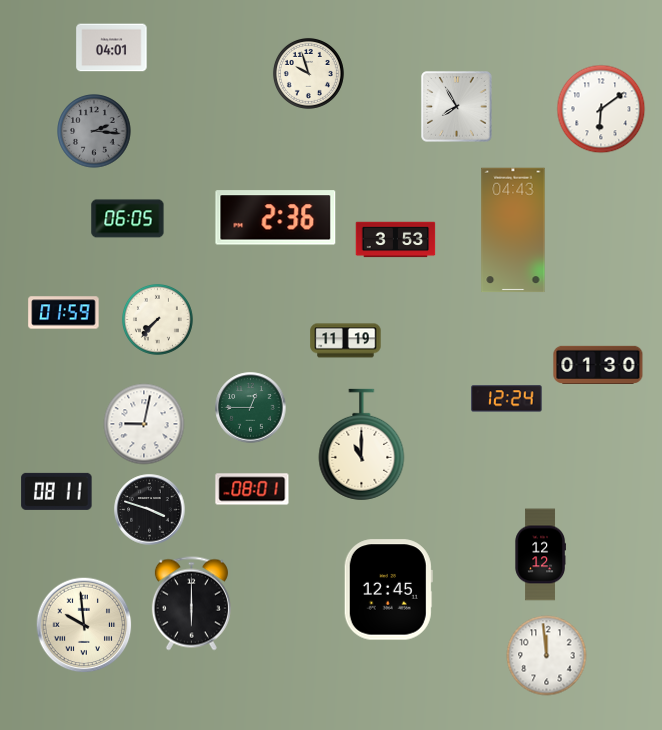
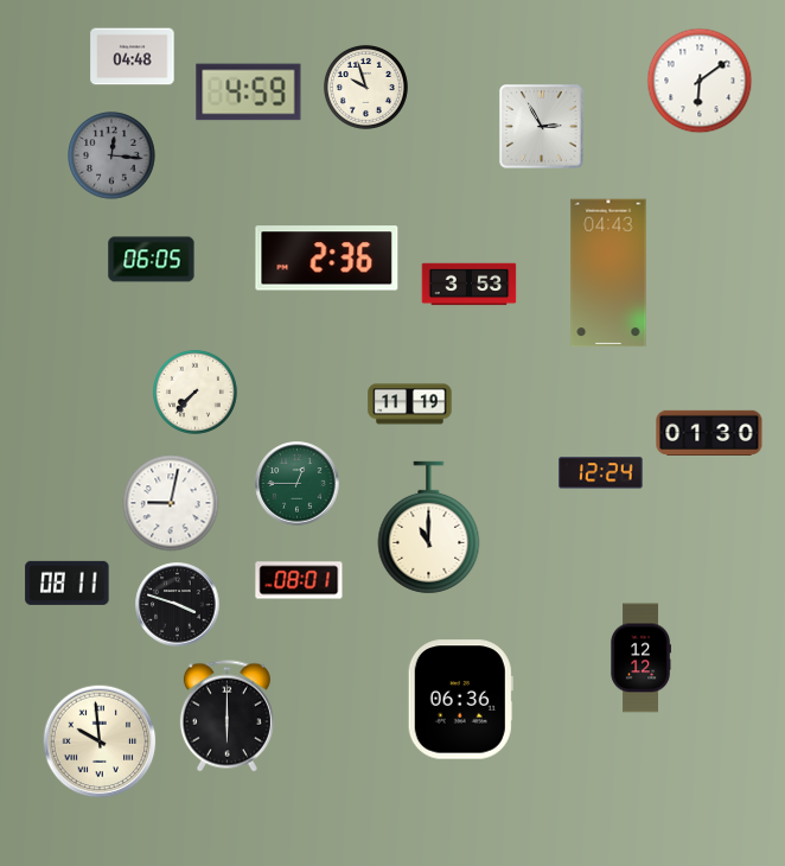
clock at (112, 48): 04:01 -> 04:48
clock at (249, 93): none -> 4:59
clock at (457, 107): 7:55 -> 2:55
clock at (601, 109) position: (601, 109) -> (700, 81)
clock at (94, 131): 2:16 -> 12:16
clock at (64, 313): 01:59 -> none
clock at (157, 319) position: (157, 319) -> (194, 391)
clock at (388, 590): 12:45 -> 06:36
clock at (547, 656): 11:59 -> none
